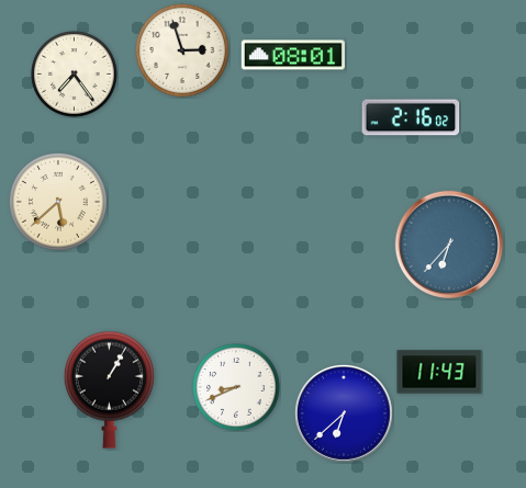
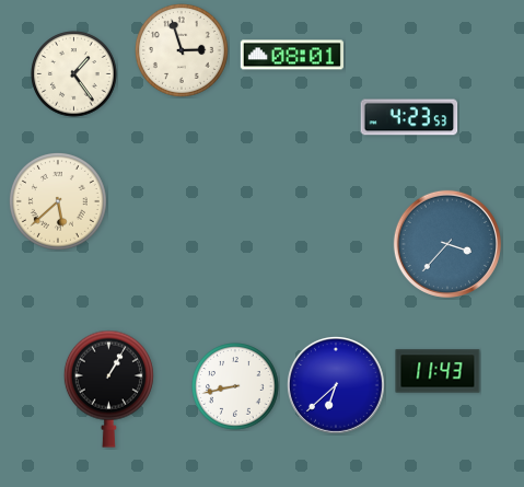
clock at (75, 75): 7:24 -> 1:24
clock at (411, 117): 2:16 -> 4:23
clock at (449, 245): 6:37 -> 3:37
clock at (236, 387): 8:41 -> 8:43
clock at (344, 413) position: (344, 413) -> (336, 385)
